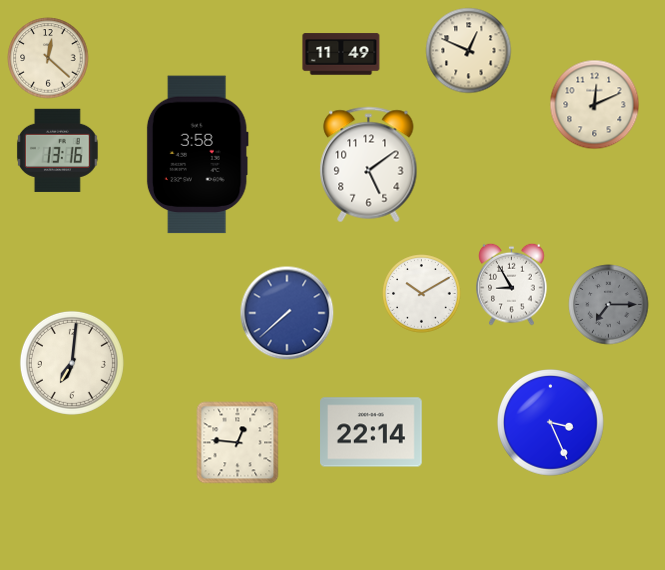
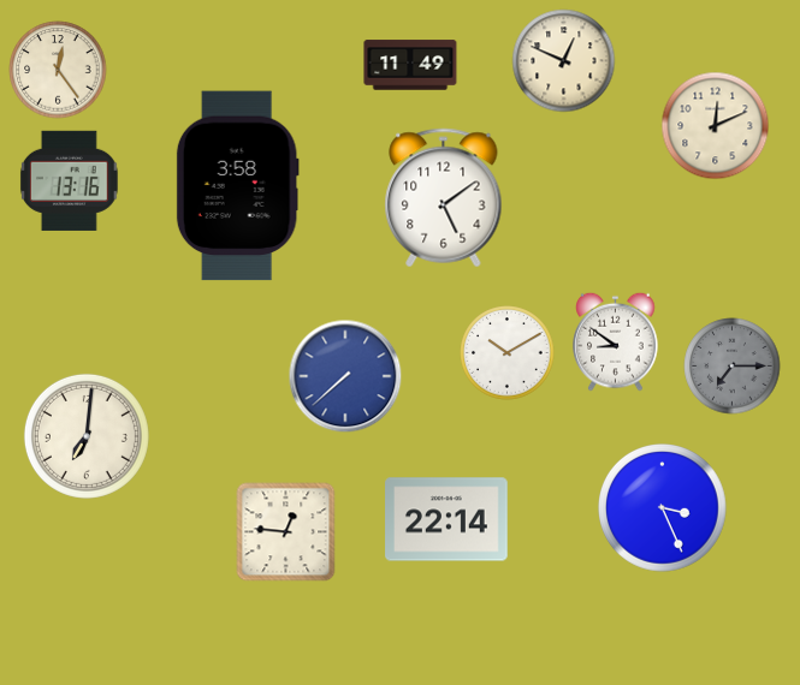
clock at (48, 58): 12:22 -> 12:24
clock at (512, 284): 8:55 -> 8:51
